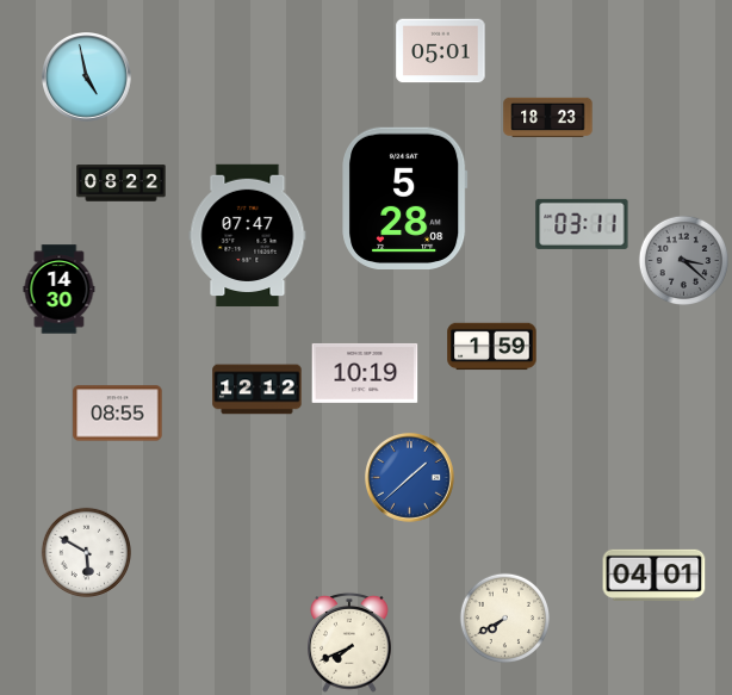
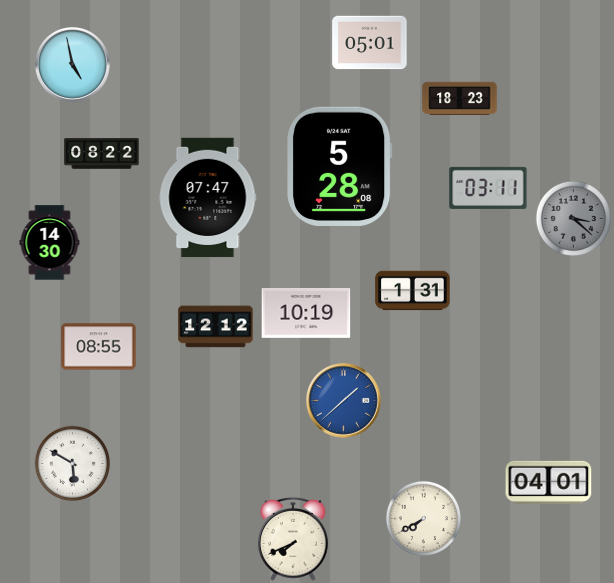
clock at (492, 347): 1:59 -> 1:31
